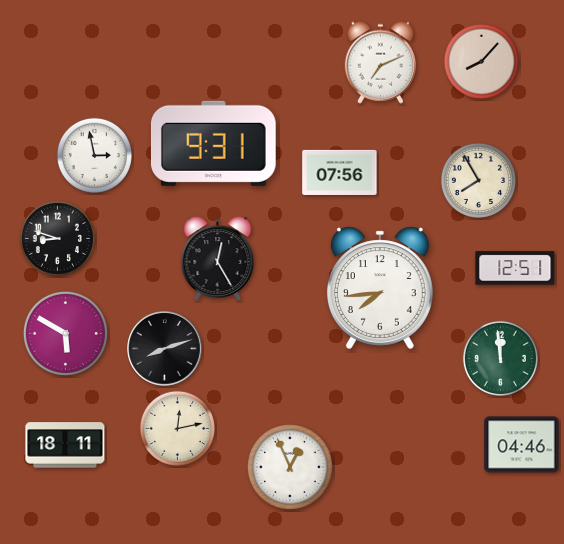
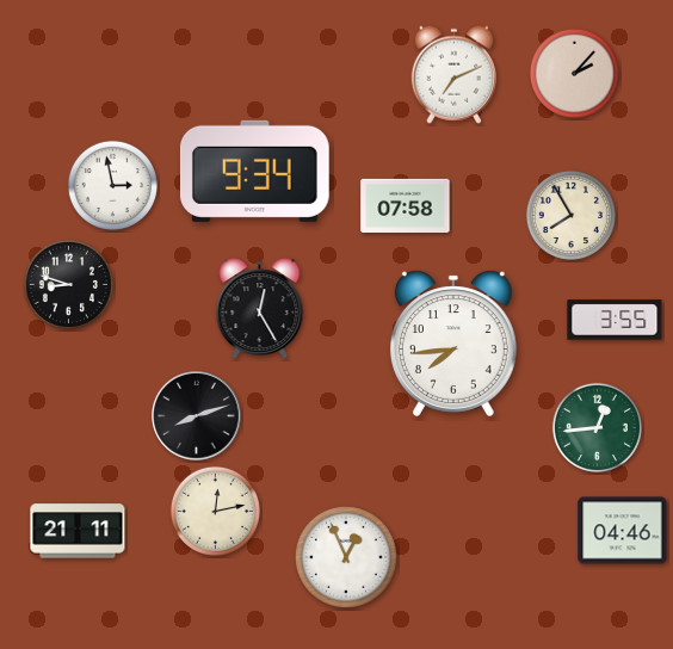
clock at (481, 61): 8:07 -> 2:07
clock at (214, 143): 9:31 -> 9:34
clock at (340, 172): 07:56 -> 07:58
clock at (515, 268): 12:51 -> 3:55
clock at (65, 333): 5:50 -> none
clock at (500, 358): 11:59 -> 12:44
clock at (177, 428) position: (177, 428) -> (215, 511)
clock at (65, 445): 18:11 -> 21:11
